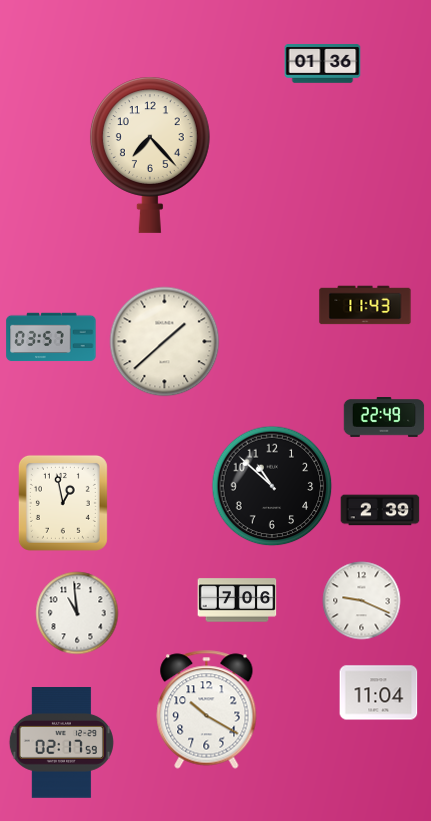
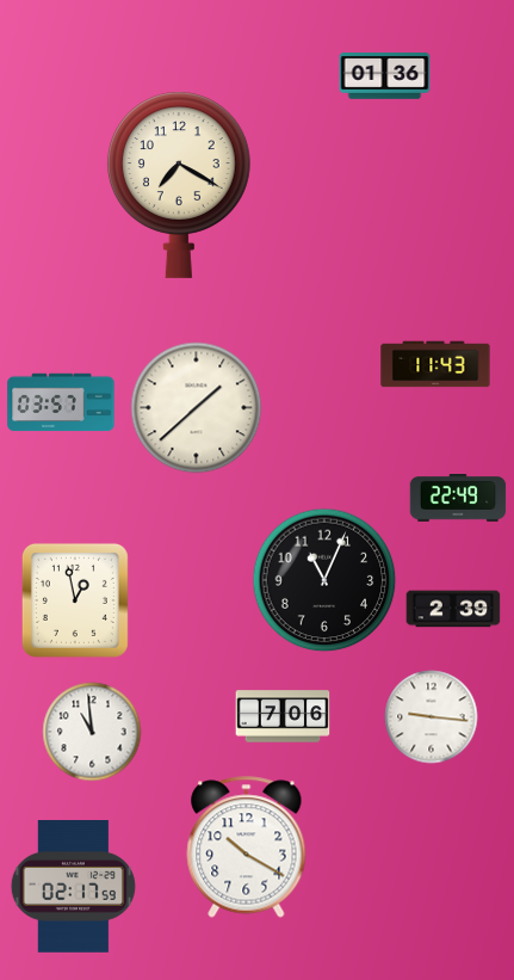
clock at (150, 155): 7:23 -> 7:20
clock at (272, 486): 10:52 -> 11:04
clock at (362, 601): 9:19 -> 9:16
clock at (379, 693): 11:04 -> none
